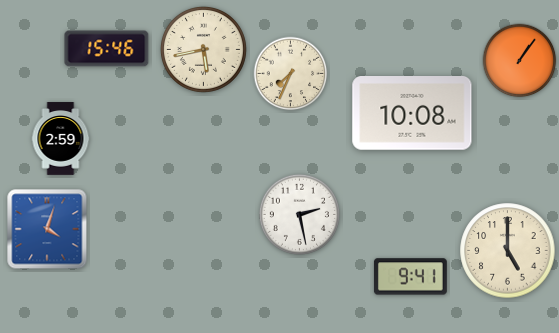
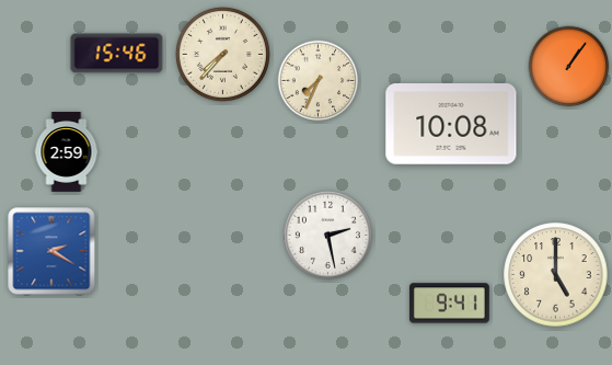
clock at (203, 49): 5:43 -> 7:37
clock at (47, 229): 4:03 -> 2:20
